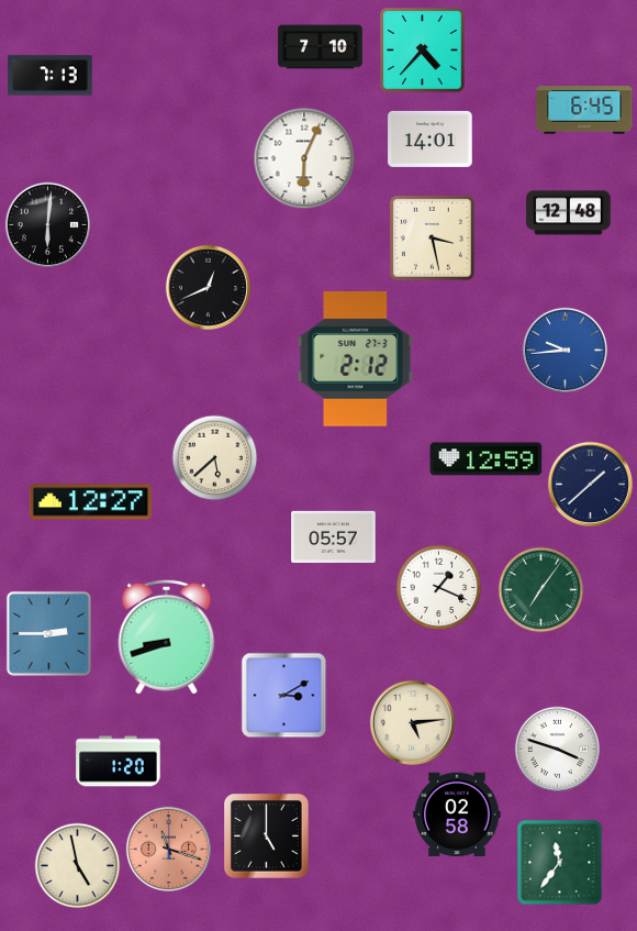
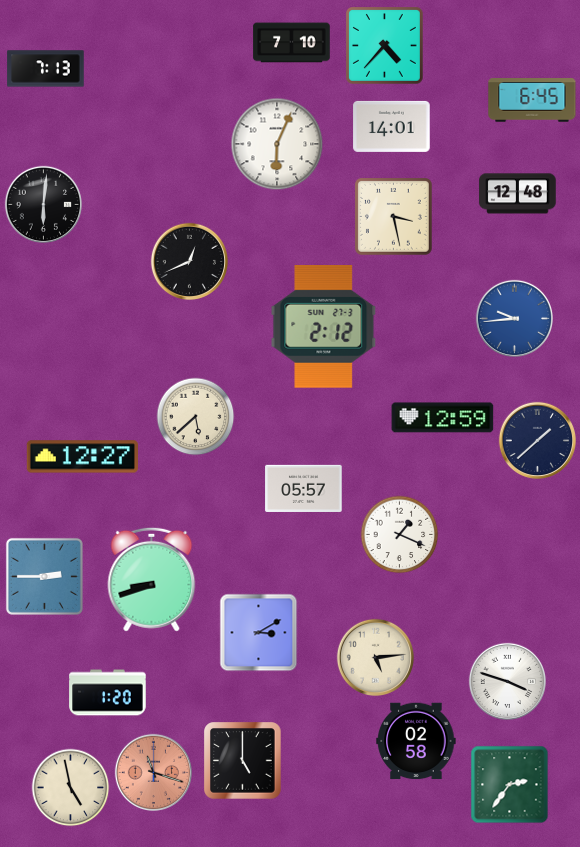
clock at (540, 589): 7:06 -> none
clock at (559, 862): 11:36 -> 2:36
